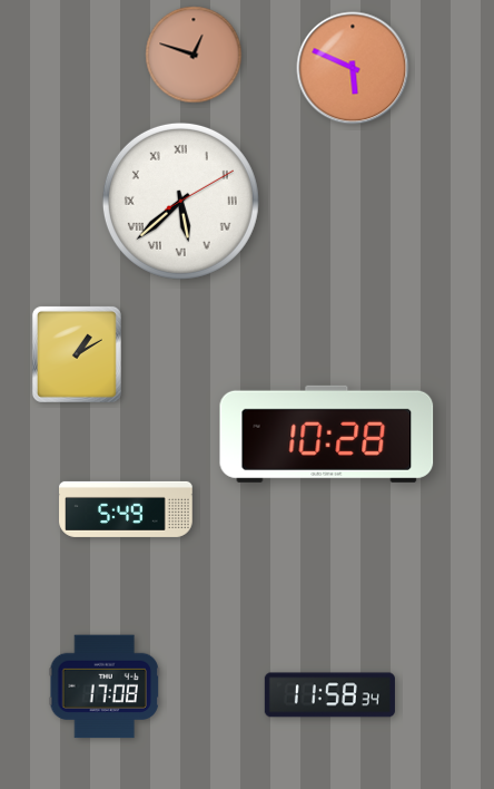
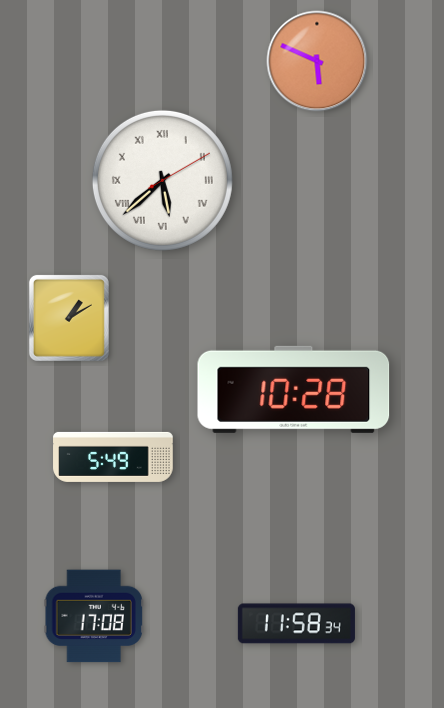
clock at (194, 55): 12:48 -> none
